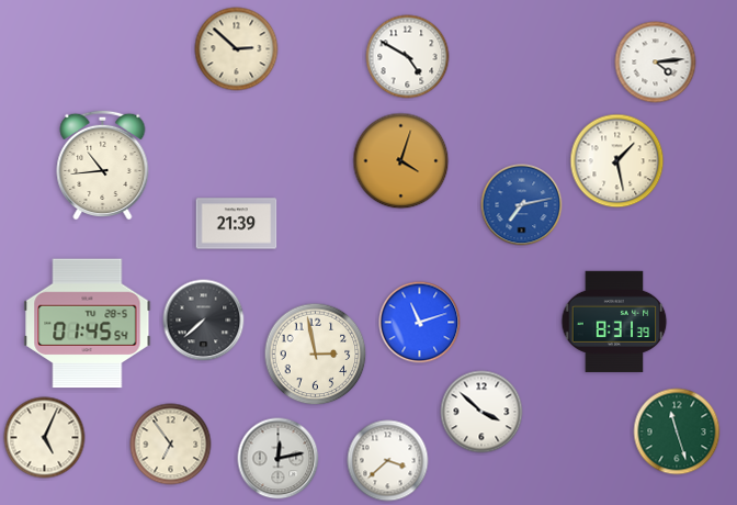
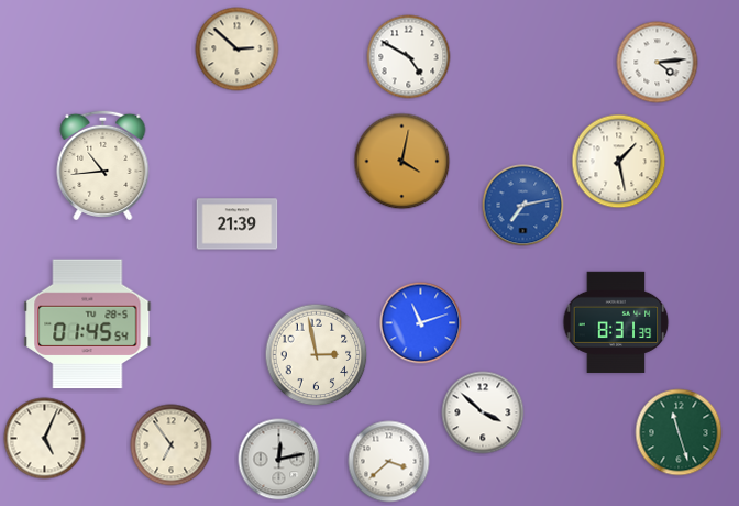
clock at (401, 161): 4:03 -> 4:02
clock at (204, 321): 7:38 -> none
